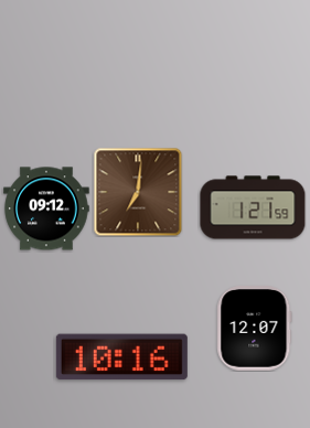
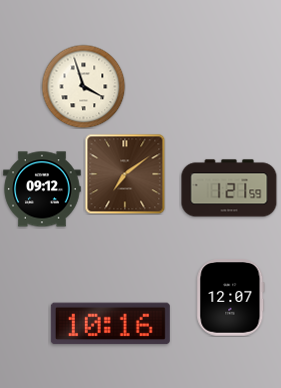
clock at (83, 86): none -> 3:57
clock at (138, 192): 7:01 -> 7:09
